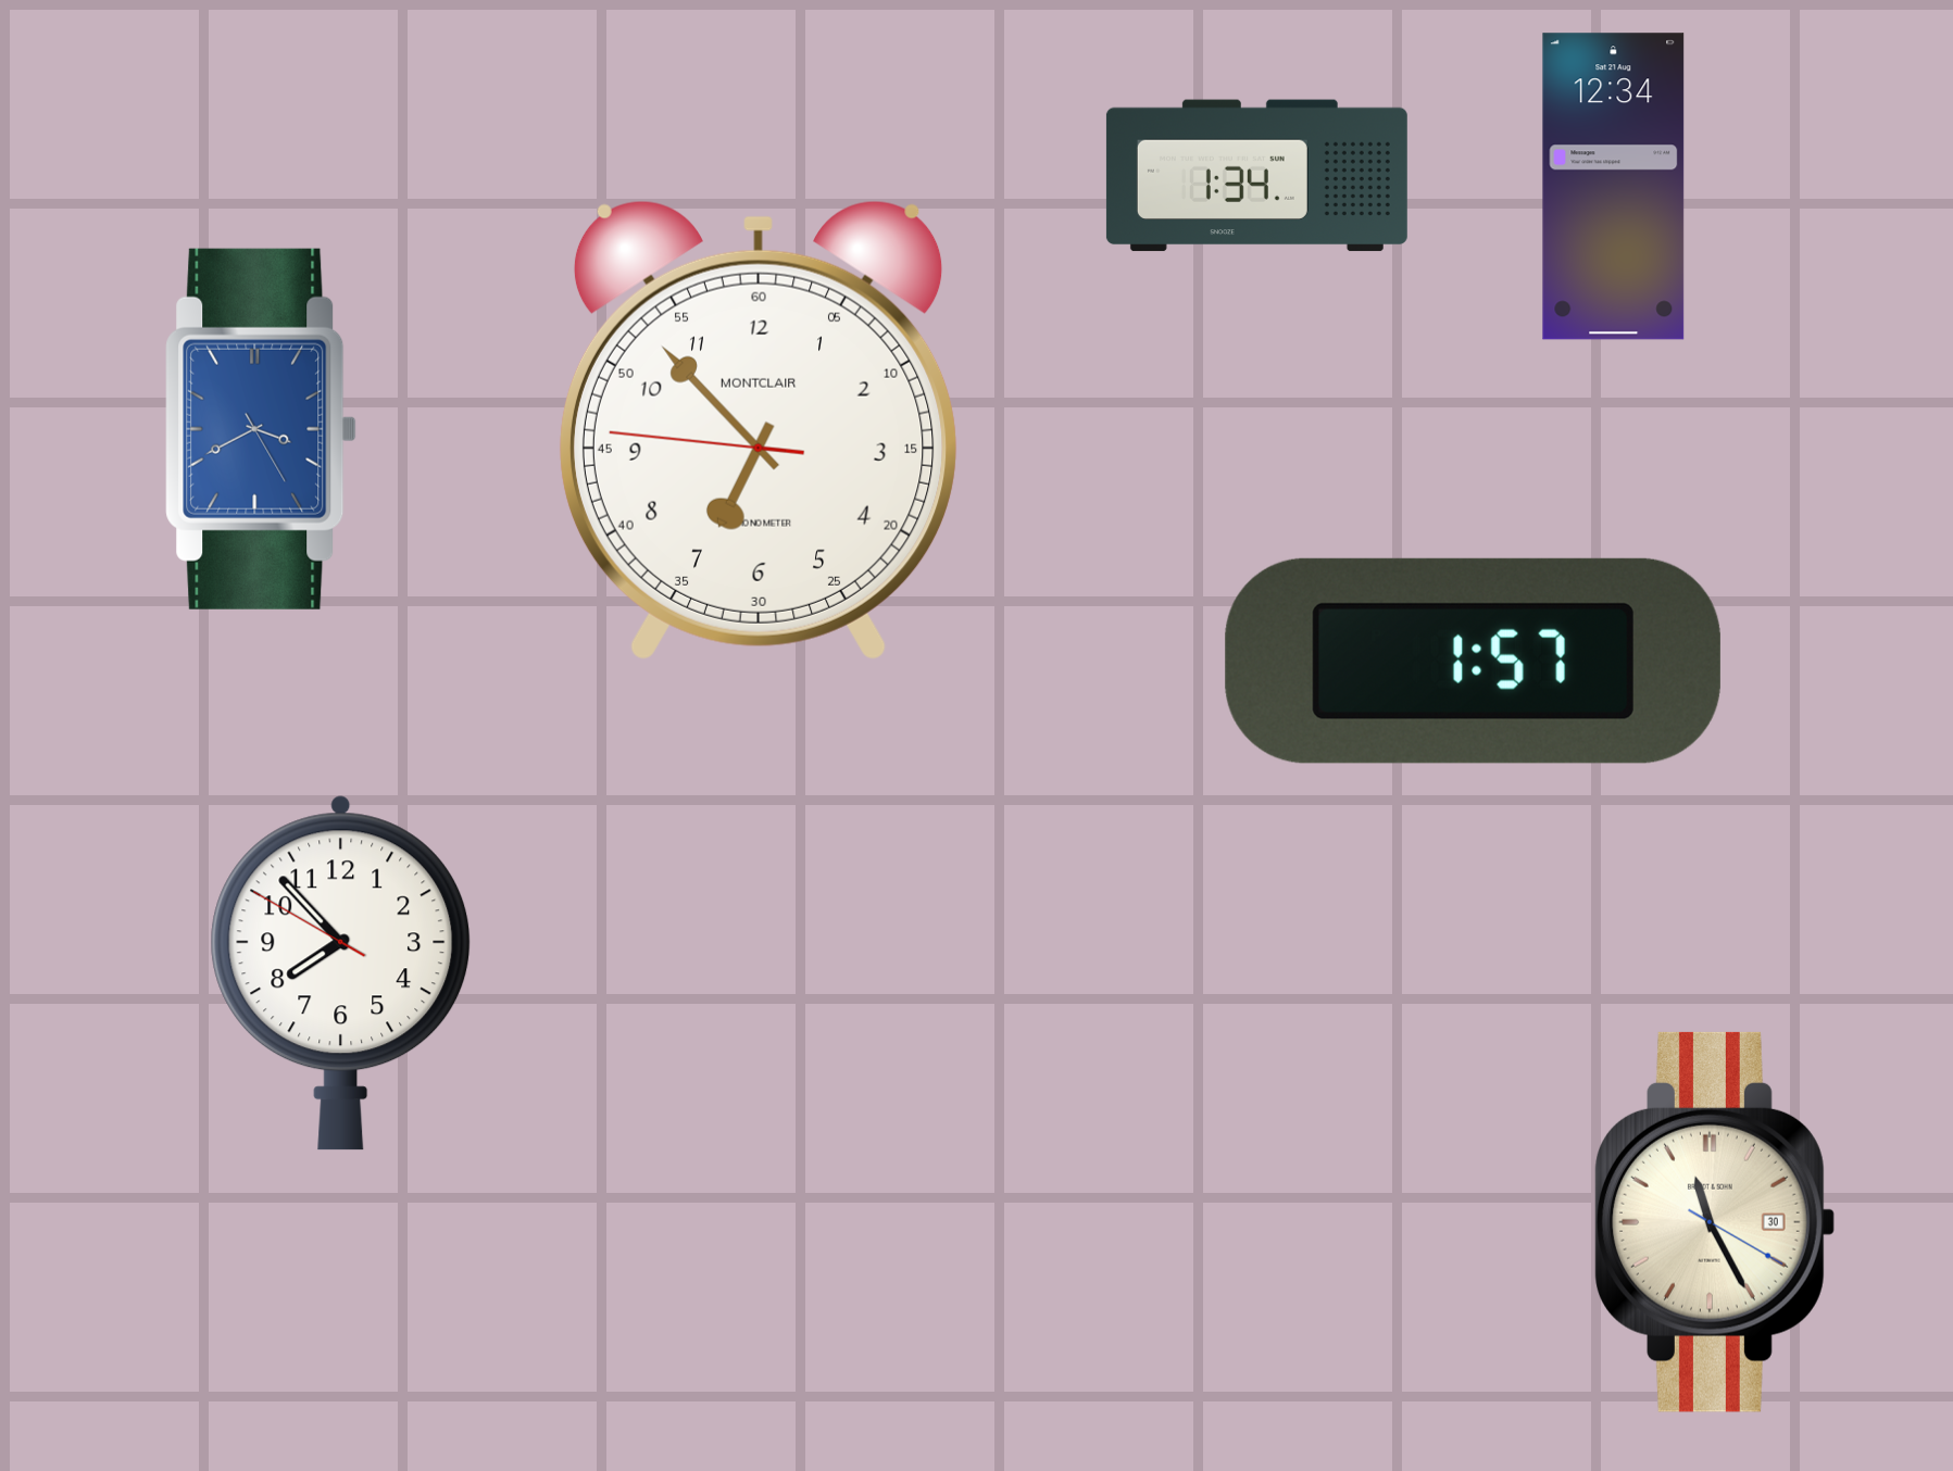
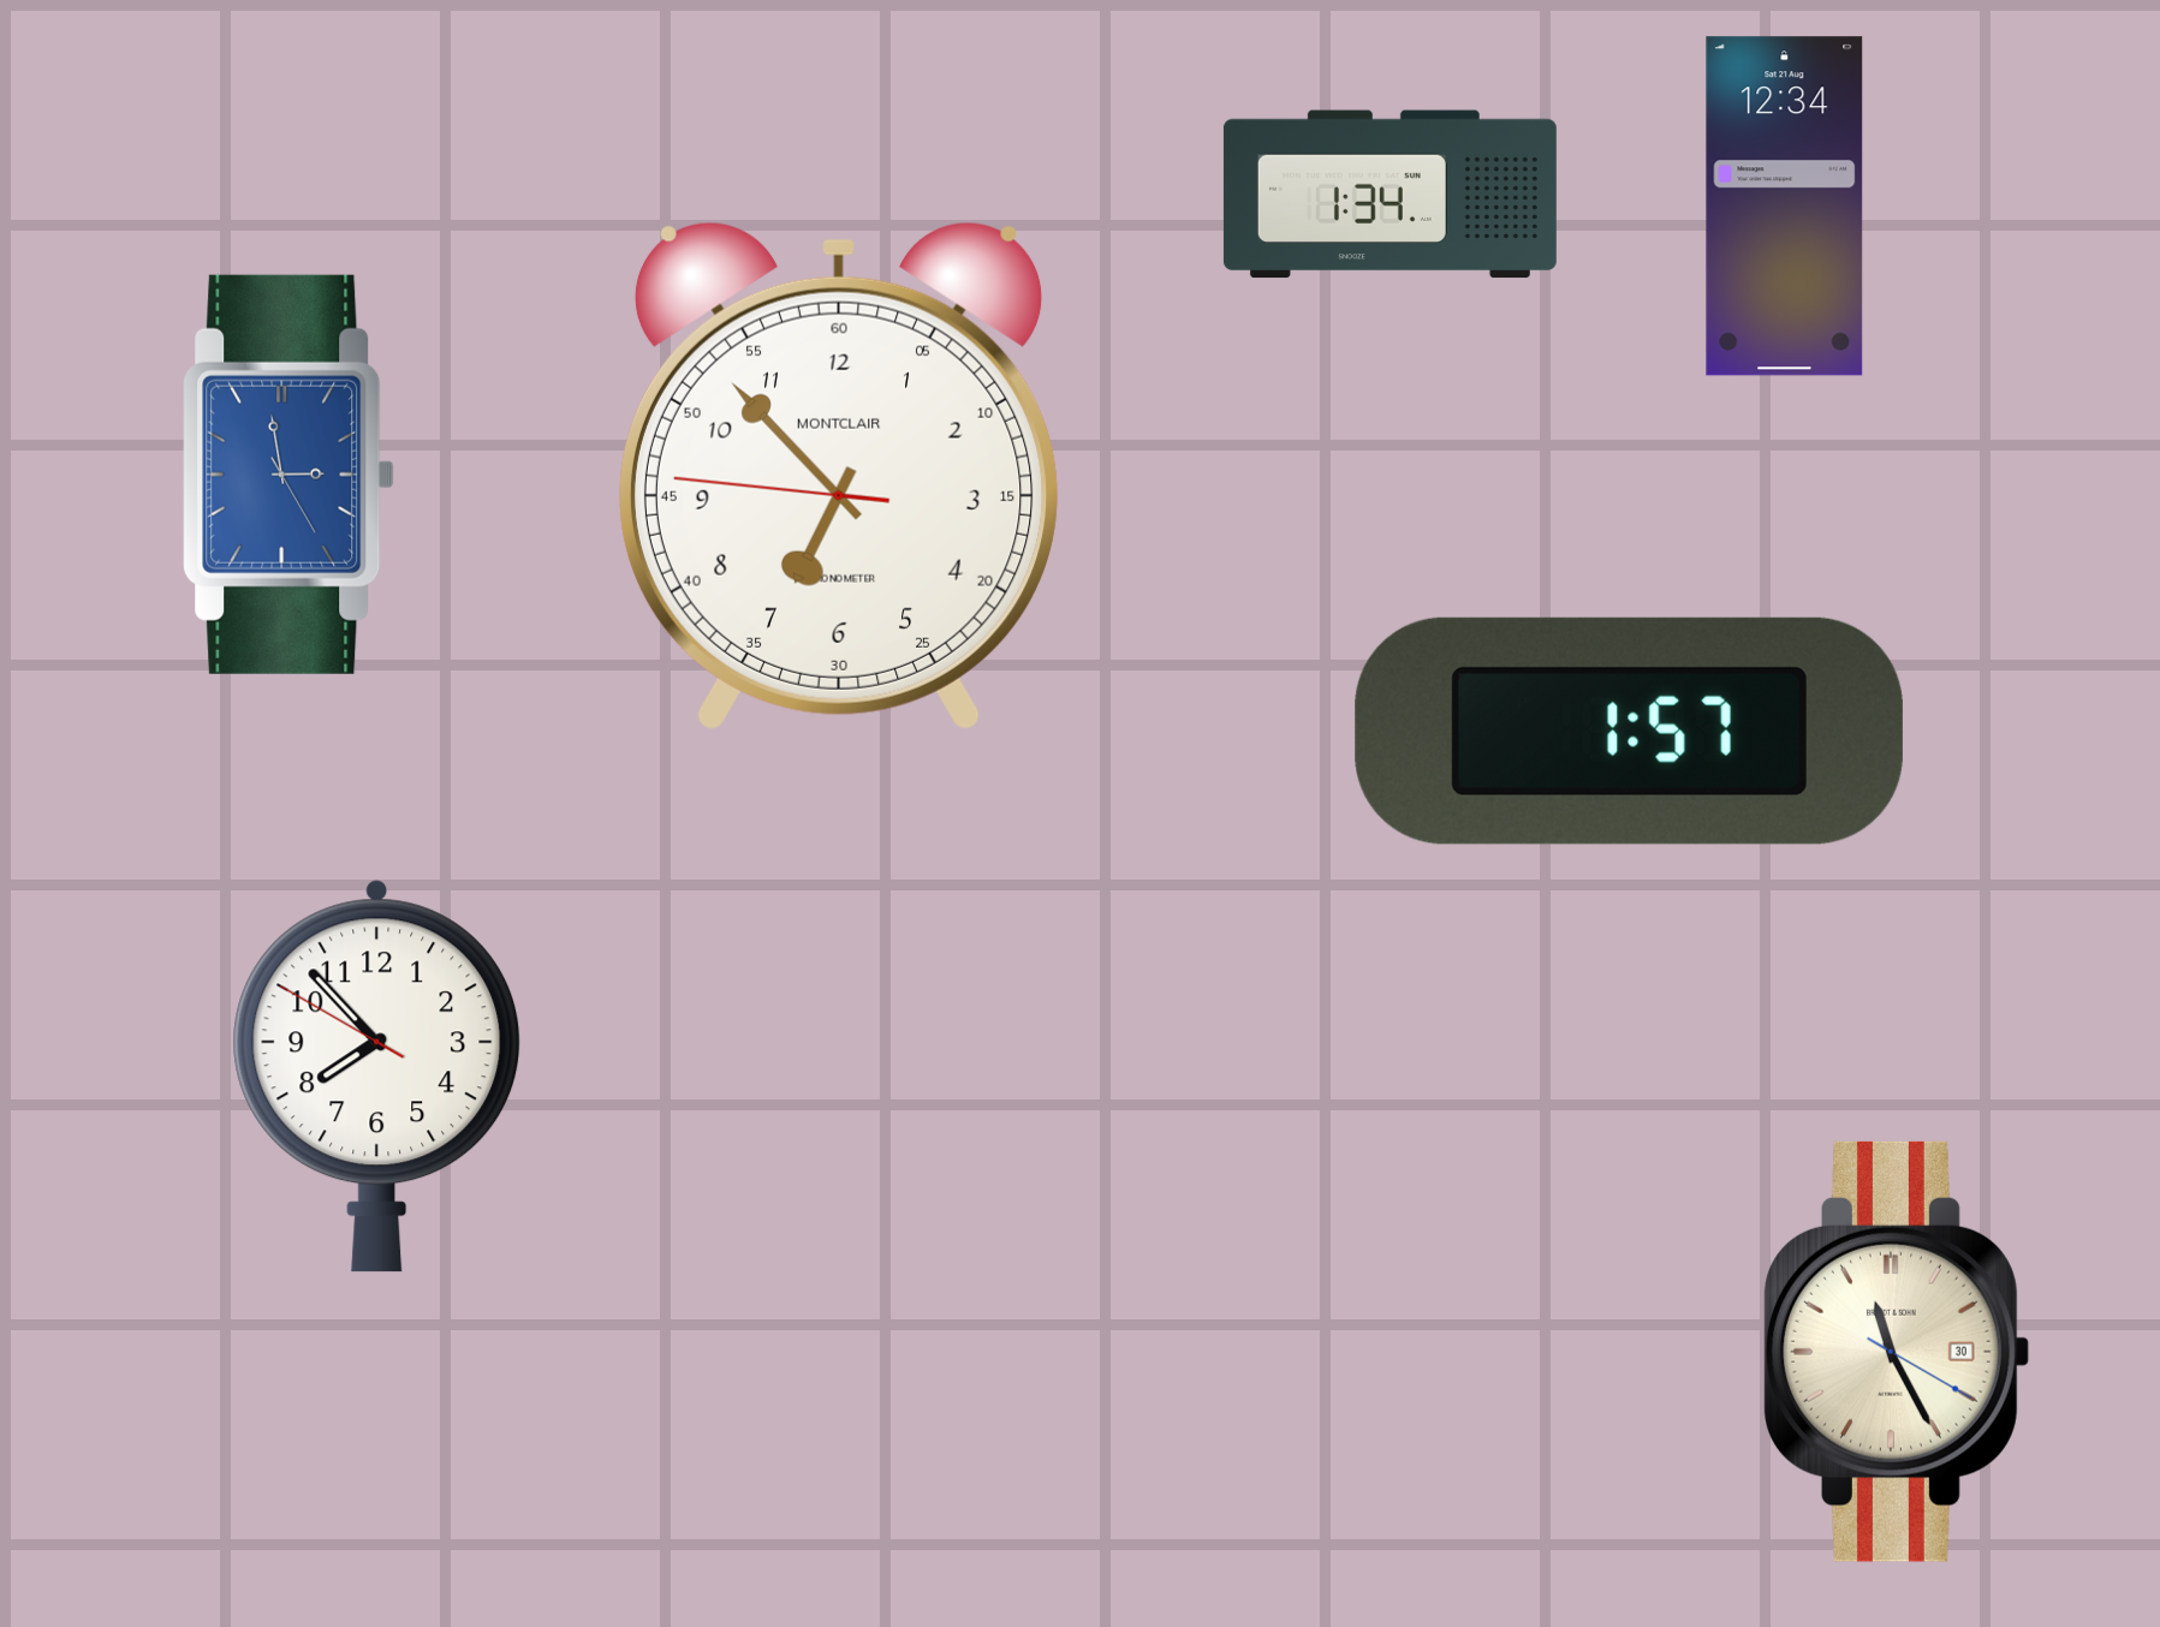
clock at (261, 429): 3:40 -> 2:58
